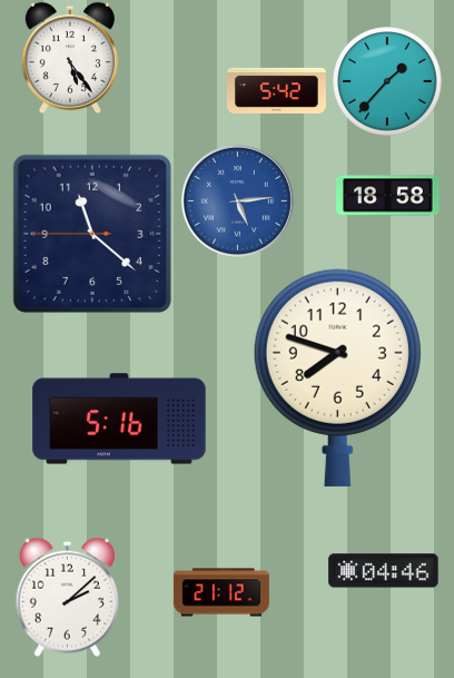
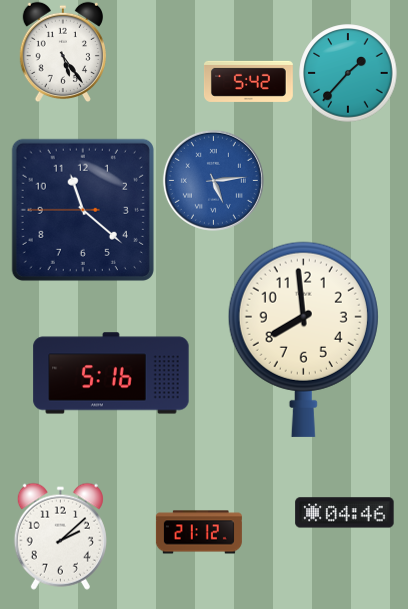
clock at (388, 196): 18:58 -> none
clock at (337, 377): 7:48 -> 7:59
clock at (119, 419) position: (119, 419) -> (111, 373)
